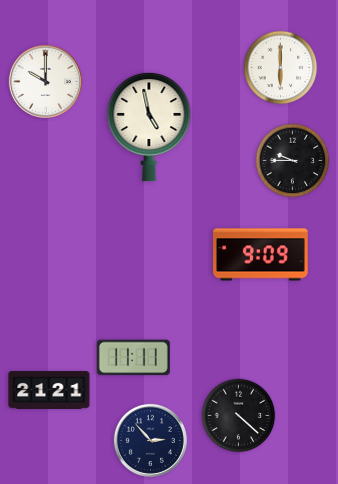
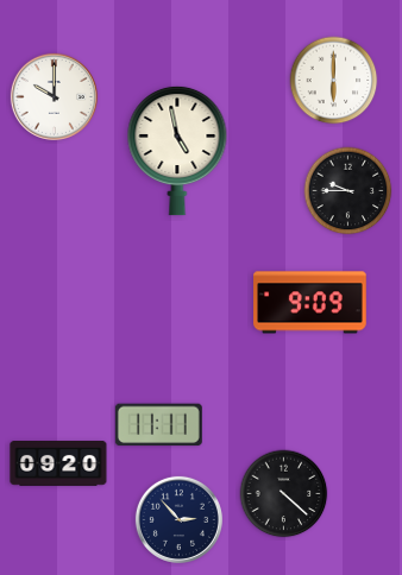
clock at (49, 391): 21:21 -> 09:20
clock at (150, 440) position: (150, 440) -> (178, 519)
